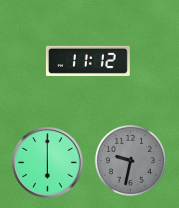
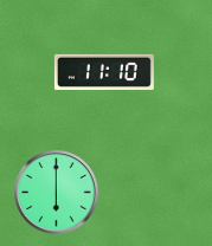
clock at (88, 60): 11:12 -> 11:10
clock at (130, 160): 9:32 -> none
